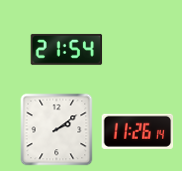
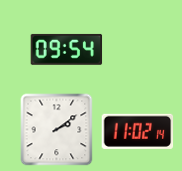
clock at (67, 49): 21:54 -> 09:54
clock at (138, 131): 11:26 -> 11:02
